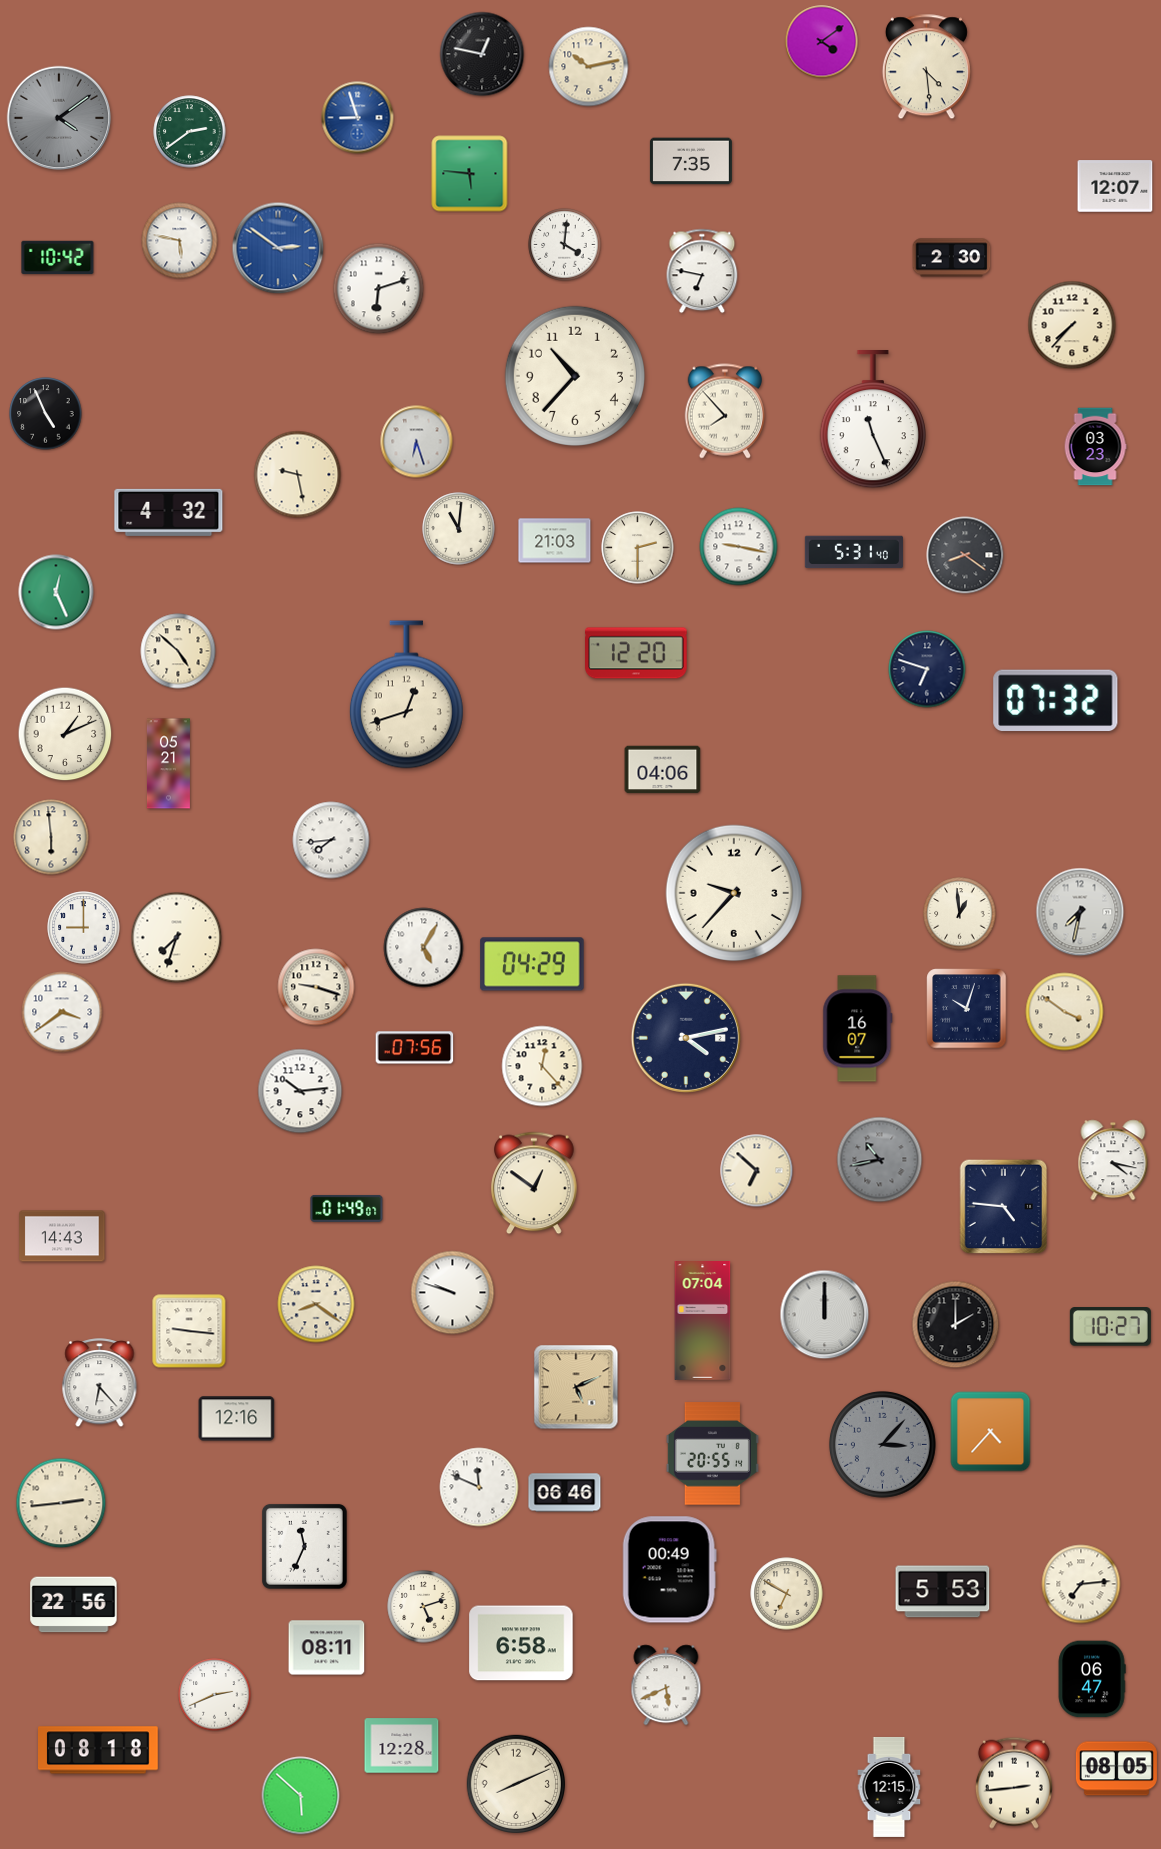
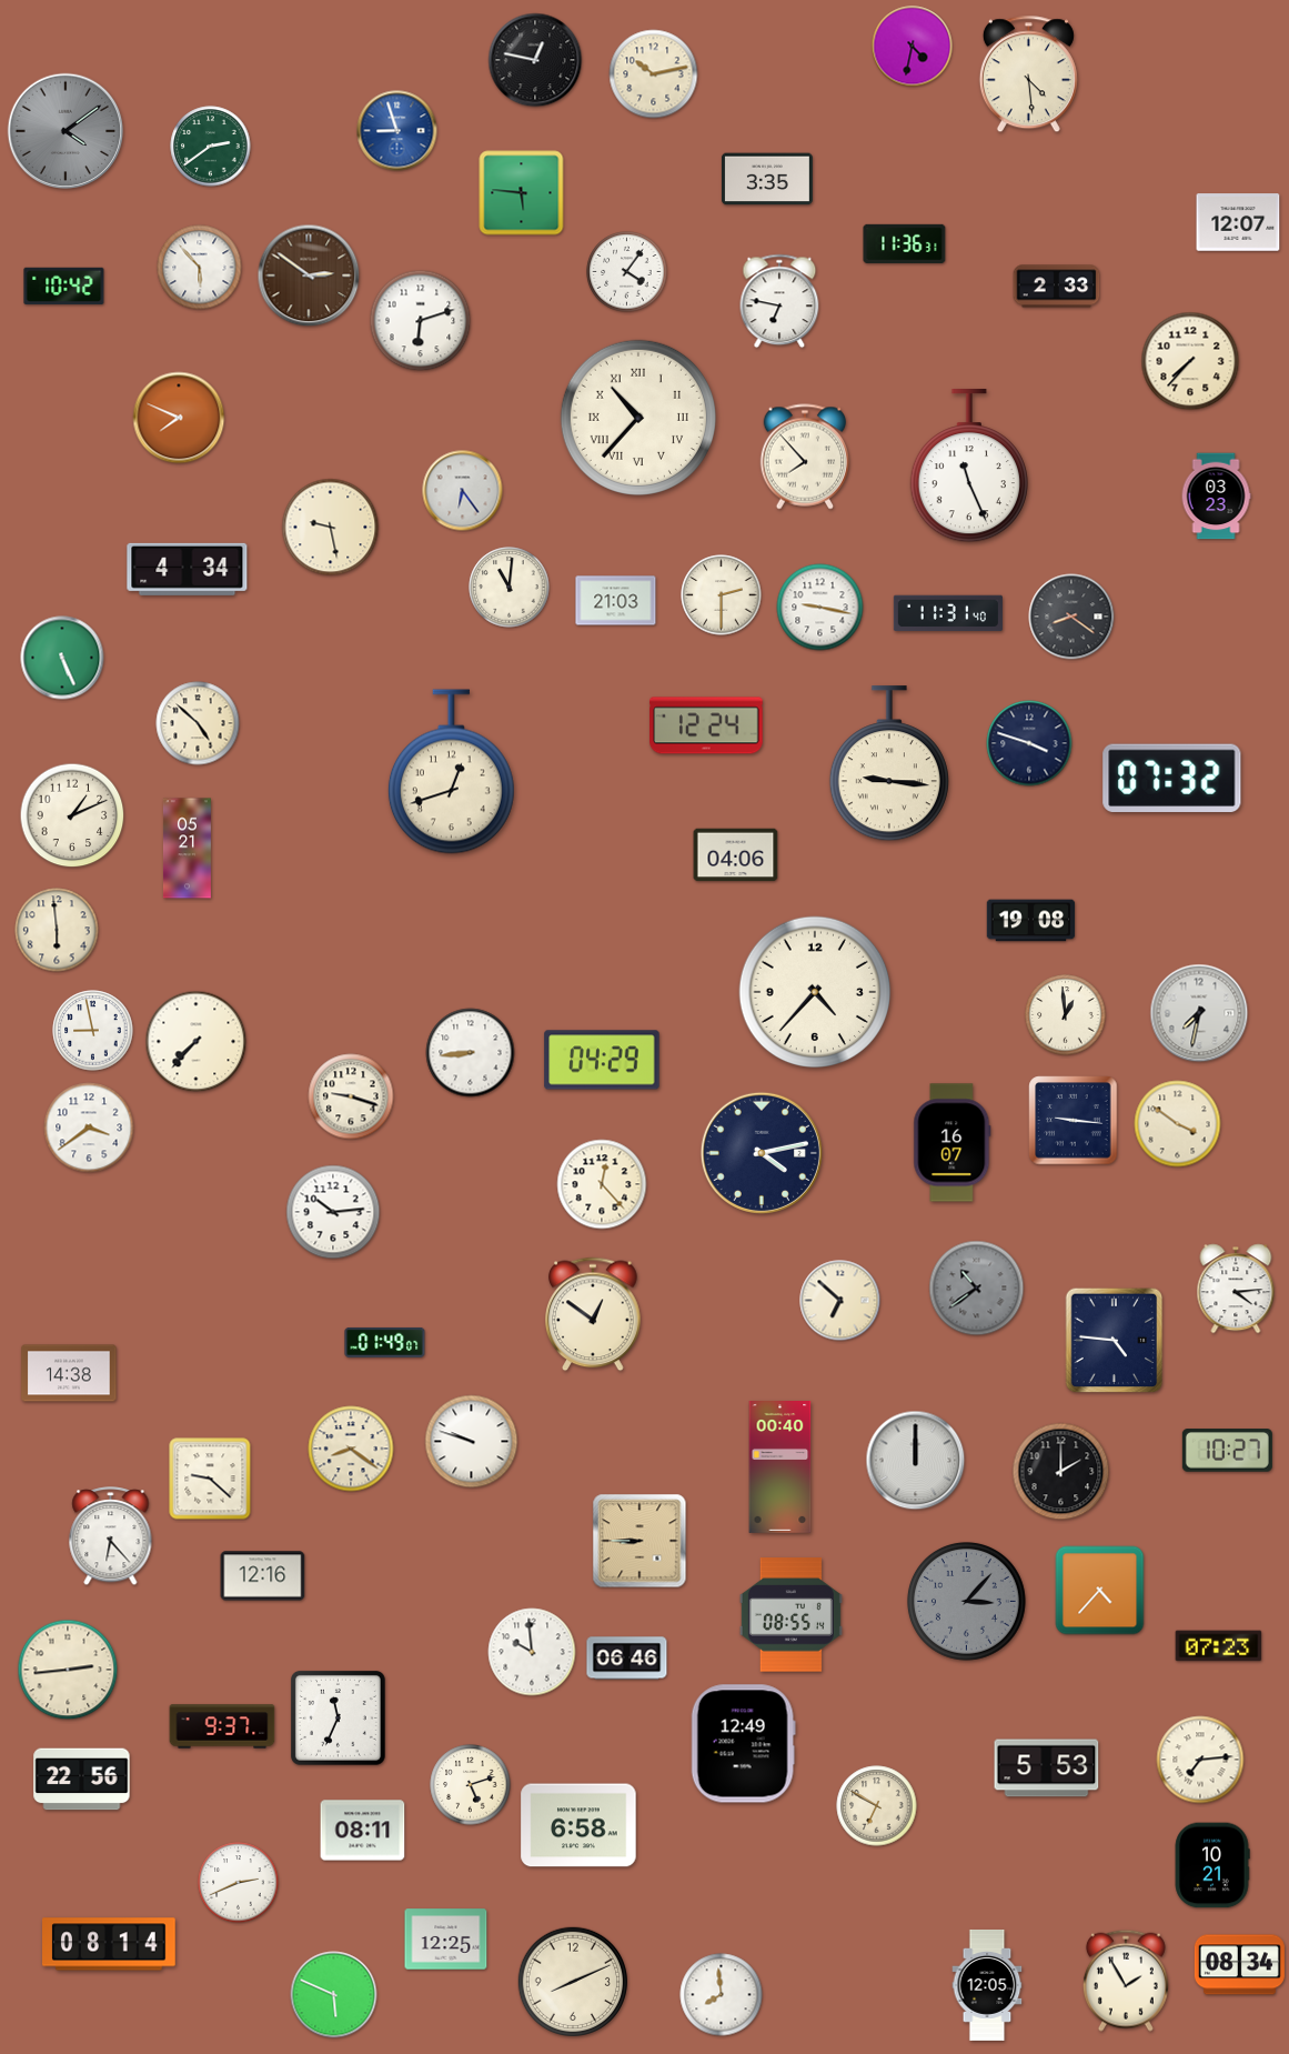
clock at (822, 42): 4:09 -> 4:32
clock at (691, 161): 7:35 -> 3:35
clock at (1115, 186) position: (1115, 186) -> (1238, 222)
clock at (905, 243): none -> 11:36
clock at (180, 241): 5:47 -> 5:53
clock at (565, 245): 4:01 -> 4:06
clock at (278, 248) dial: blue -> brown
clock at (952, 258): 2:30 -> 2:33
clock at (179, 418): none -> 7:49
clock at (575, 376) numerals: Arabic -> Roman
clock at (46, 414): 4:56 -> none
clock at (417, 442): 6:27 -> 6:24
clock at (169, 512): 4:32 -> 4:34
clock at (638, 548) position: (638, 548) -> (722, 595)
clock at (854, 552): 5:31 -> 11:31
clock at (56, 592): 12:26 -> 5:26
clock at (637, 653): 12:20 -> 12:24
clock at (927, 669): 6:48 -> 3:48
clock at (889, 764): none -> 9:16
clock at (1031, 921): none -> 19:08
clock at (331, 840): 7:44 -> none
clock at (734, 893): 9:37 -> 4:37
clock at (84, 928): 9:00 -> 8:58
clock at (177, 938): 7:33 -> 7:37
clock at (424, 948): 5:05 -> 8:44
clock at (532, 964) position: (532, 964) -> (602, 1060)
clock at (967, 1009): 10:03 -> 9:16
clock at (62, 1012) position: (62, 1012) -> (89, 1128)
clock at (1065, 1012) position: (1065, 1012) -> (1178, 1124)
clock at (415, 1048): 07:56 -> none
clock at (880, 1160): 10:43 -> 10:39
clock at (1113, 1160): 4:17 -> 4:14
clock at (62, 1236): 14:43 -> 14:38
clock at (453, 1293) position: (453, 1293) -> (472, 1442)
clock at (703, 1321): 07:04 -> 00:40
clock at (1110, 1327) position: (1110, 1327) -> (1227, 1451)
clock at (189, 1331): 9:16 -> 9:22
clock at (576, 1387): 5:11 -> 8:45
clock at (882, 1444) position: (882, 1444) -> (966, 1601)
clock at (712, 1454): 20:55 -> 08:55
clock at (1219, 1646): none -> 07:23
clock at (479, 1487): 11:49 -> 9:59
clock at (222, 1726): none -> 9:37
clock at (669, 1570): 00:49 -> 12:49
clock at (787, 1594) position: (787, 1594) -> (877, 1806)
clock at (74, 1605) position: (74, 1605) -> (82, 1780)
clock at (1092, 1679): 06:47 -> 10:21
clock at (666, 1685): 5:41 -> none
clock at (402, 1746): 12:28 -> 12:25
clock at (99, 1750): 08:18 -> 08:14
clock at (1116, 1769): 08:05 -> 08:34
clock at (1014, 1783): 2:44 -> 1:55
clock at (889, 1787): 12:15 -> 12:05
clock at (301, 1796): 5:52 -> 5:49
clock at (722, 1995): none -> 7:59
